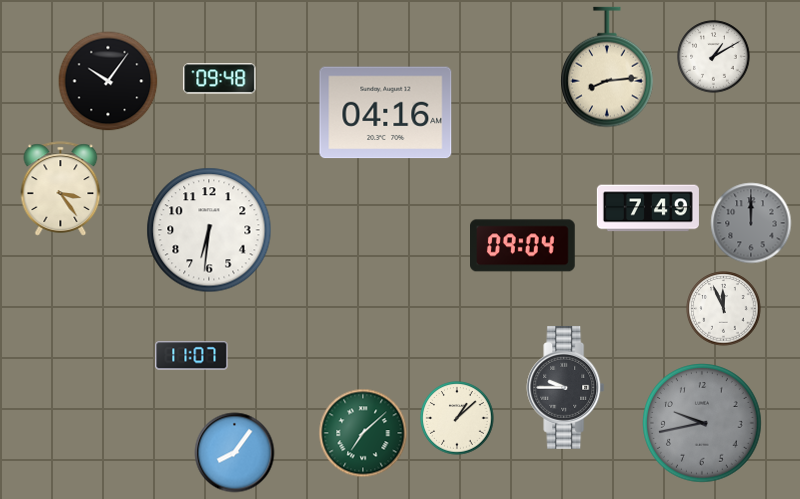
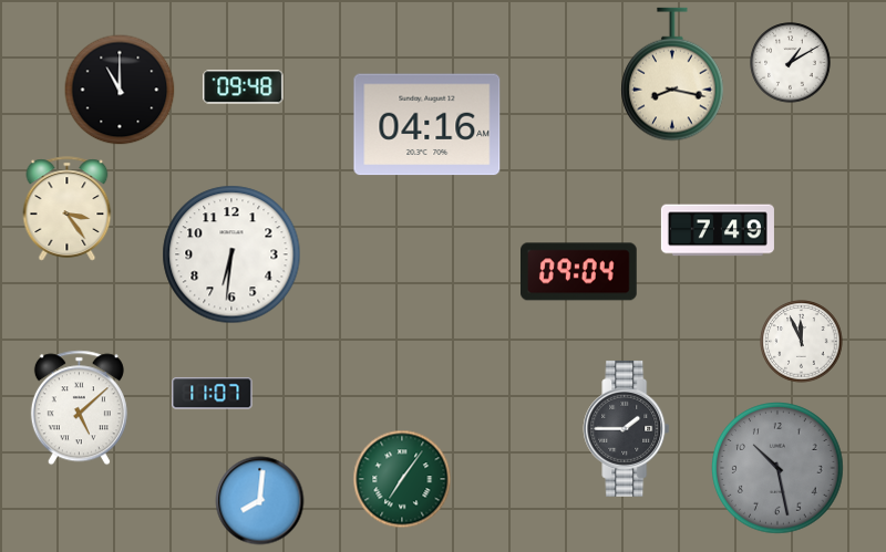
clock at (607, 67): 8:14 -> 8:17
clock at (108, 81): 10:06 -> 11:00
clock at (751, 223): 12:00 -> none
clock at (79, 408): none -> 5:08
clock at (566, 387): 9:45 -> 1:45
clock at (457, 418): 1:08 -> none
clock at (702, 423): 9:43 -> 10:28
clock at (363, 433): 7:08 -> 7:06
clock at (235, 453): 8:06 -> 8:01
